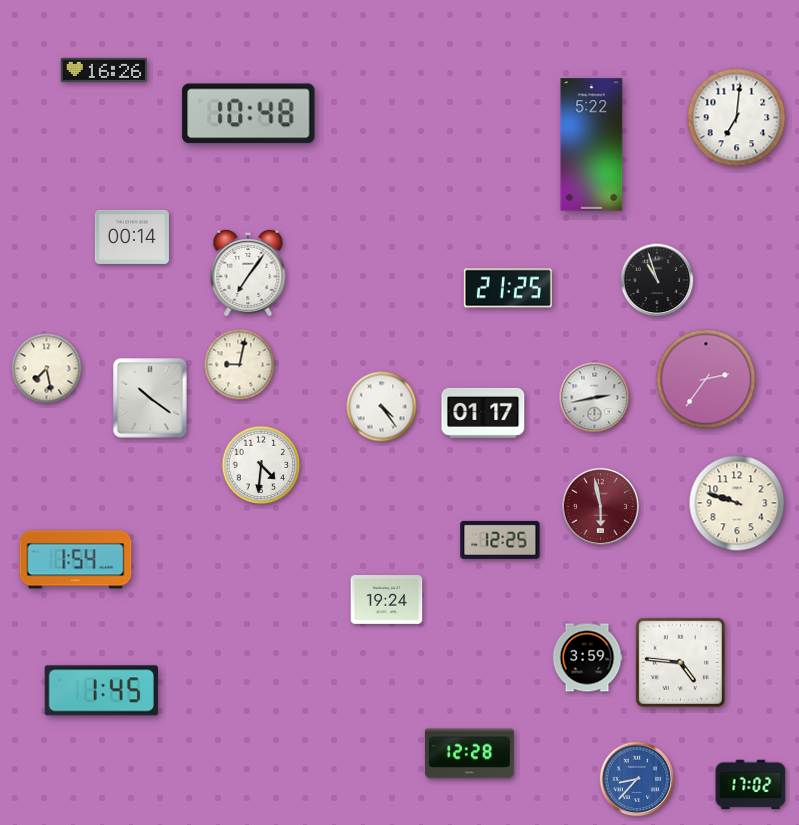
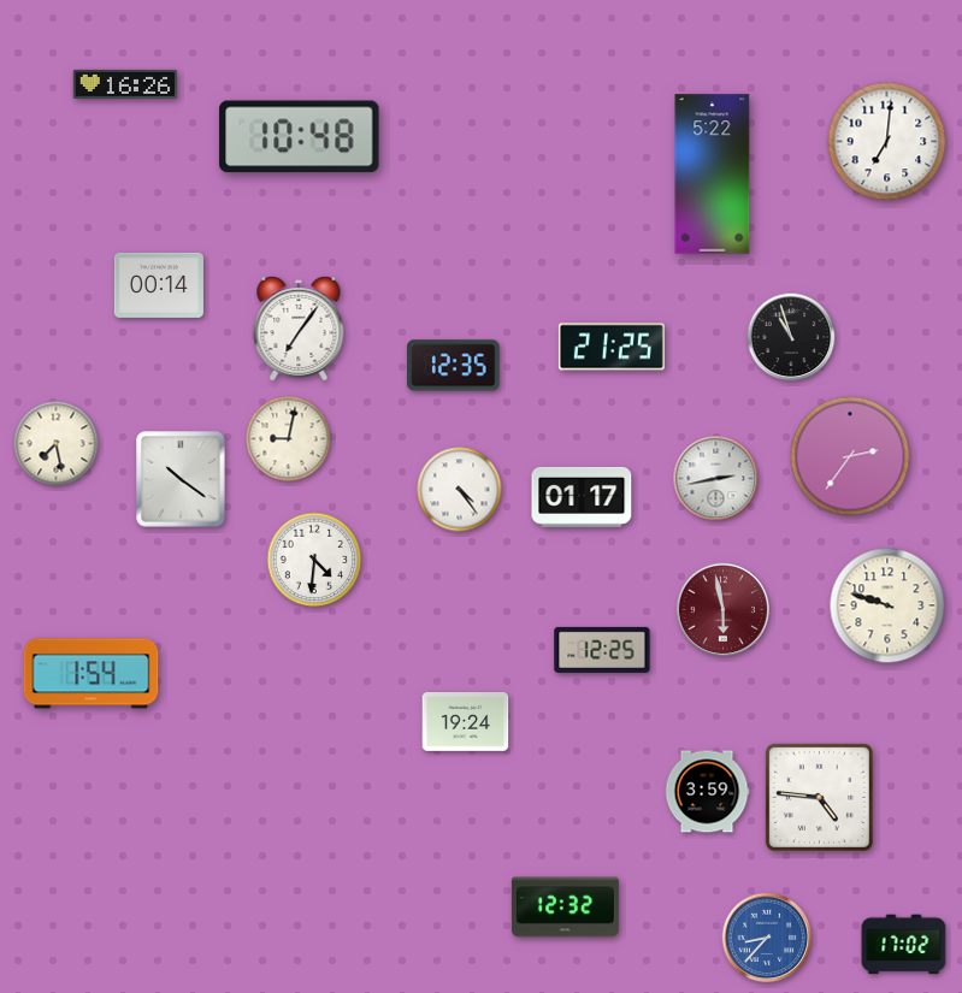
clock at (454, 366): none -> 12:35
clock at (101, 691): 1:45 -> none
clock at (469, 754): 12:28 -> 12:32
